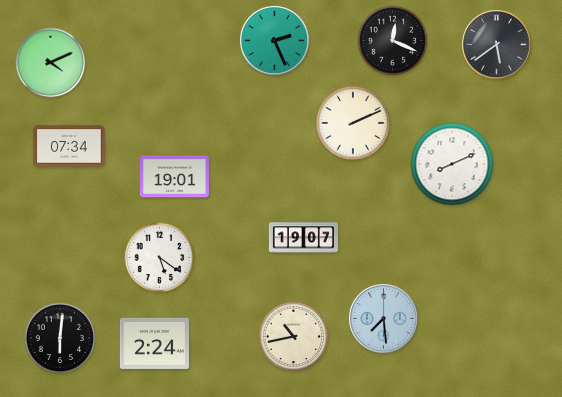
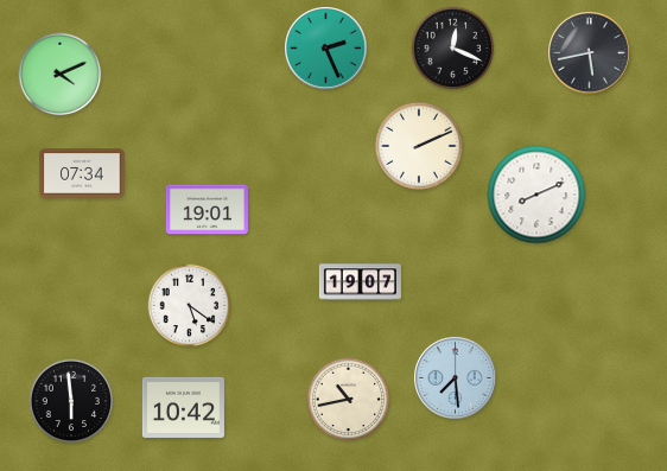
clock at (393, 41) position: (393, 41) -> (453, 49)
clock at (497, 45): 5:39 -> 5:43
clock at (60, 338): 6:01 -> 5:59
clock at (154, 343): 2:24 -> 10:42
